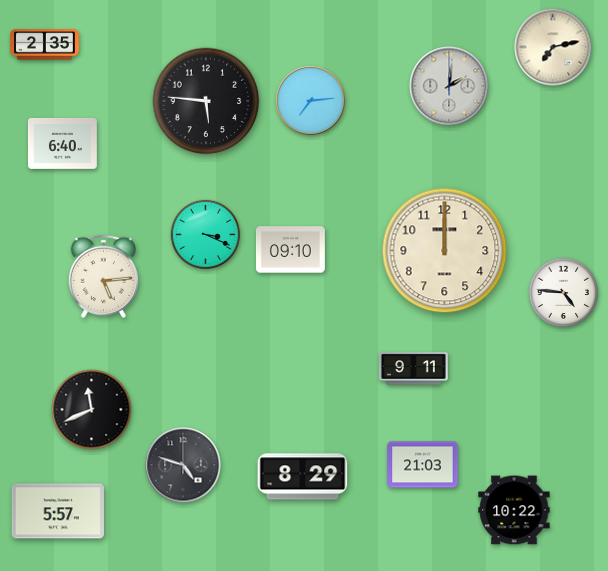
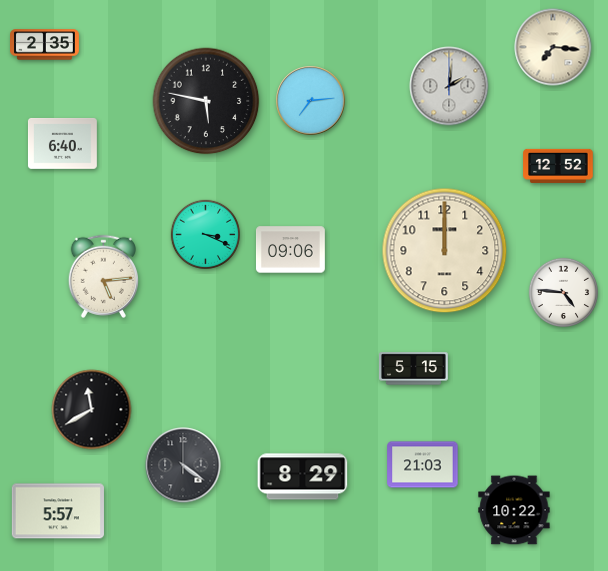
clock at (553, 47): 7:13 -> 7:16
clock at (206, 101): 5:46 -> 5:47
clock at (558, 166): none -> 12:52
clock at (290, 250): 09:10 -> 09:06
clock at (414, 369): 9:11 -> 5:15
clock at (92, 410): 11:41 -> 11:40
clock at (183, 465): 4:48 -> 4:21
